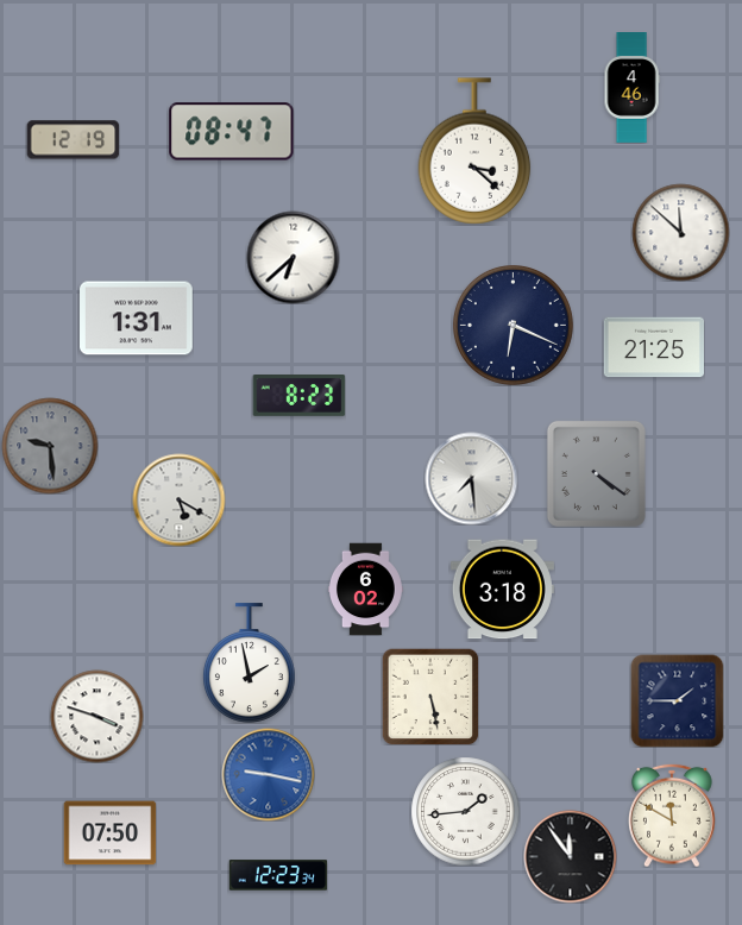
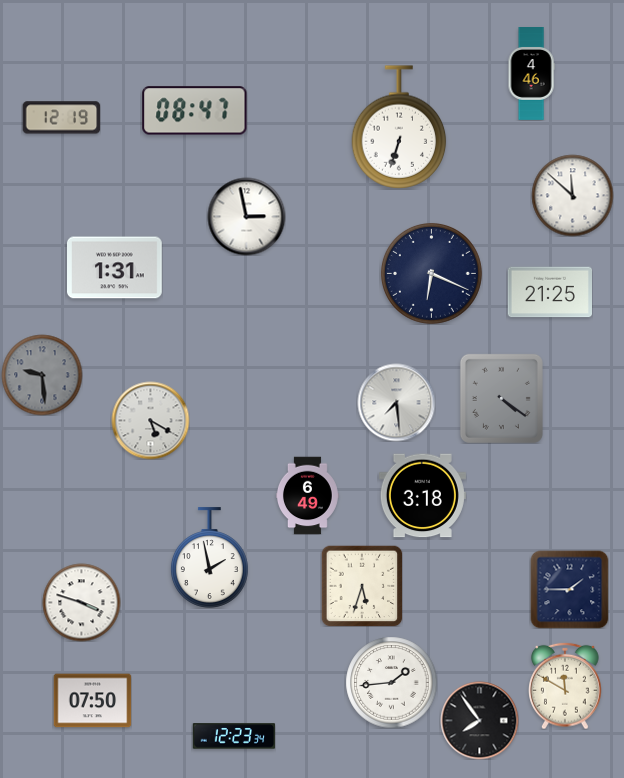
clock at (474, 151): 3:22 -> 6:33
clock at (293, 257): 6:38 -> 2:58
clock at (298, 396): 8:23 -> none
clock at (365, 589): 6:02 -> 6:49
clock at (430, 697): 5:28 -> 5:33
clock at (268, 774): 9:17 -> none
clock at (570, 856): 11:54 -> 7:54
